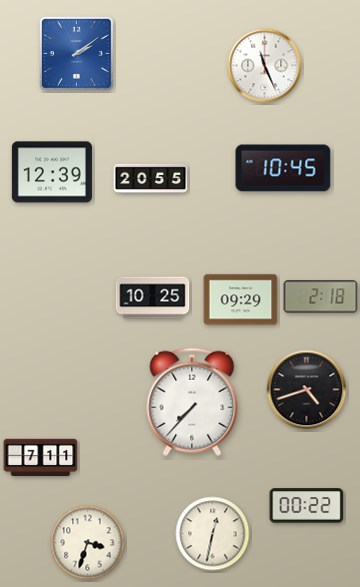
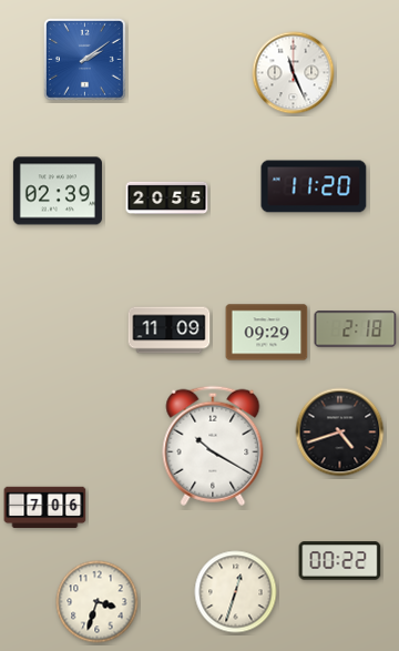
clock at (283, 168): 10:45 -> 11:20
clock at (52, 172): 12:39 -> 02:39
clock at (153, 298): 10:25 -> 11:09
clock at (192, 402): 7:37 -> 10:20
clock at (41, 458): 7:11 -> 7:06
clock at (213, 534): 12:32 -> 12:33
